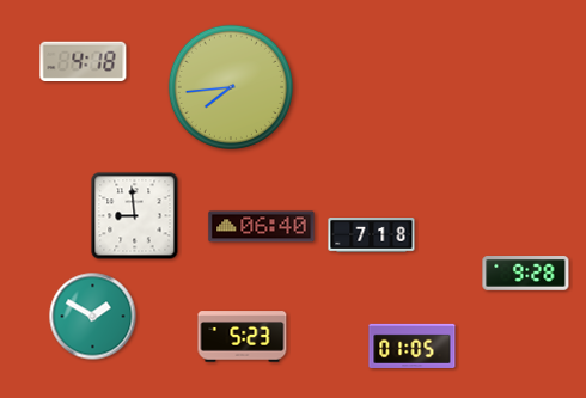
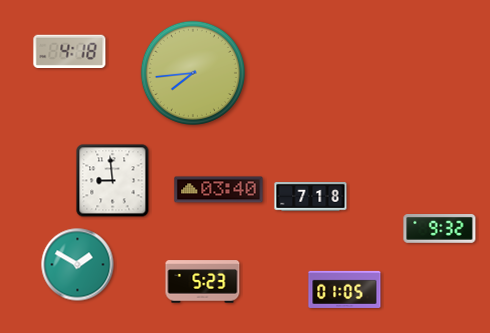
clock at (262, 227): 06:40 -> 03:40
clock at (526, 274): 9:28 -> 9:32
